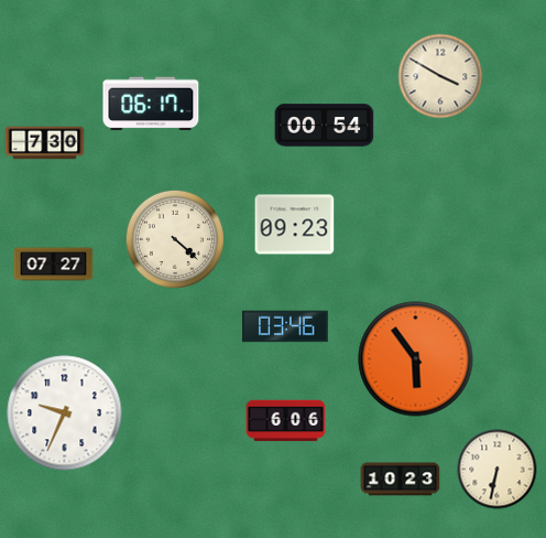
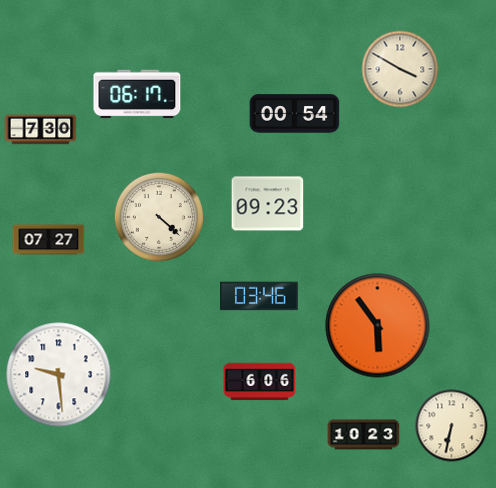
clock at (65, 413): 9:34 -> 9:29
